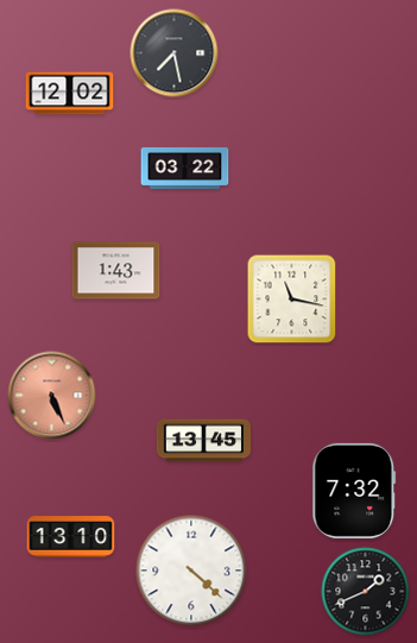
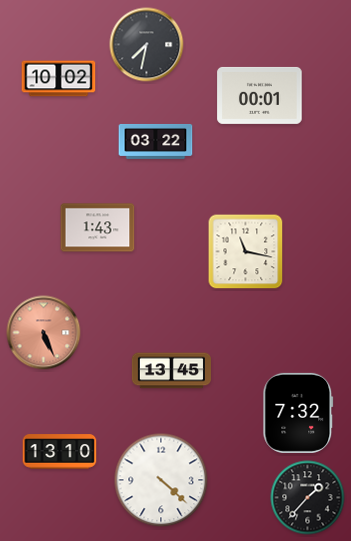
clock at (175, 53): 7:28 -> 7:32
clock at (70, 94): 12:02 -> 10:02
clock at (260, 95): none -> 00:01
clock at (366, 592): 1:41 -> 1:37
